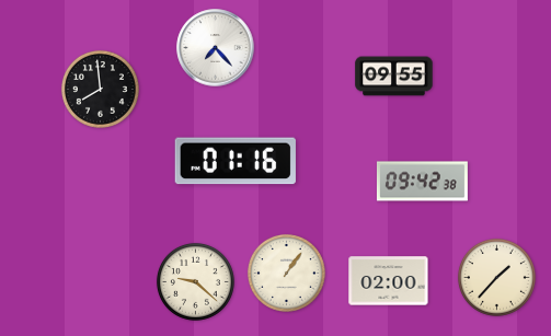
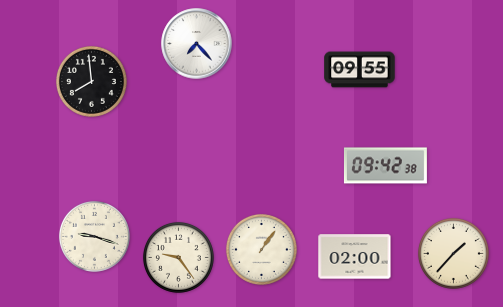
clock at (236, 161): 01:16 -> none
clock at (94, 236): none -> 9:18
clock at (195, 281): 9:22 -> 9:24
